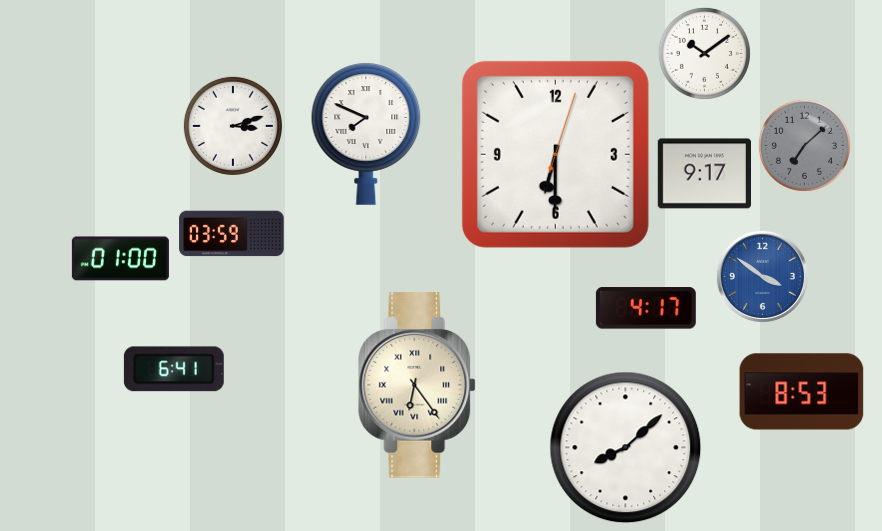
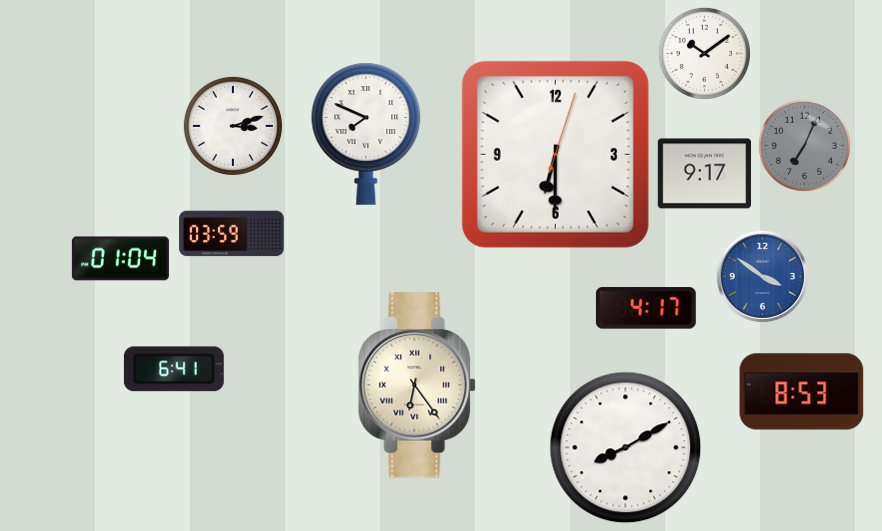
clock at (804, 145): 7:08 -> 7:04
clock at (120, 259): 01:00 -> 01:04
clock at (626, 448): 8:08 -> 8:10
